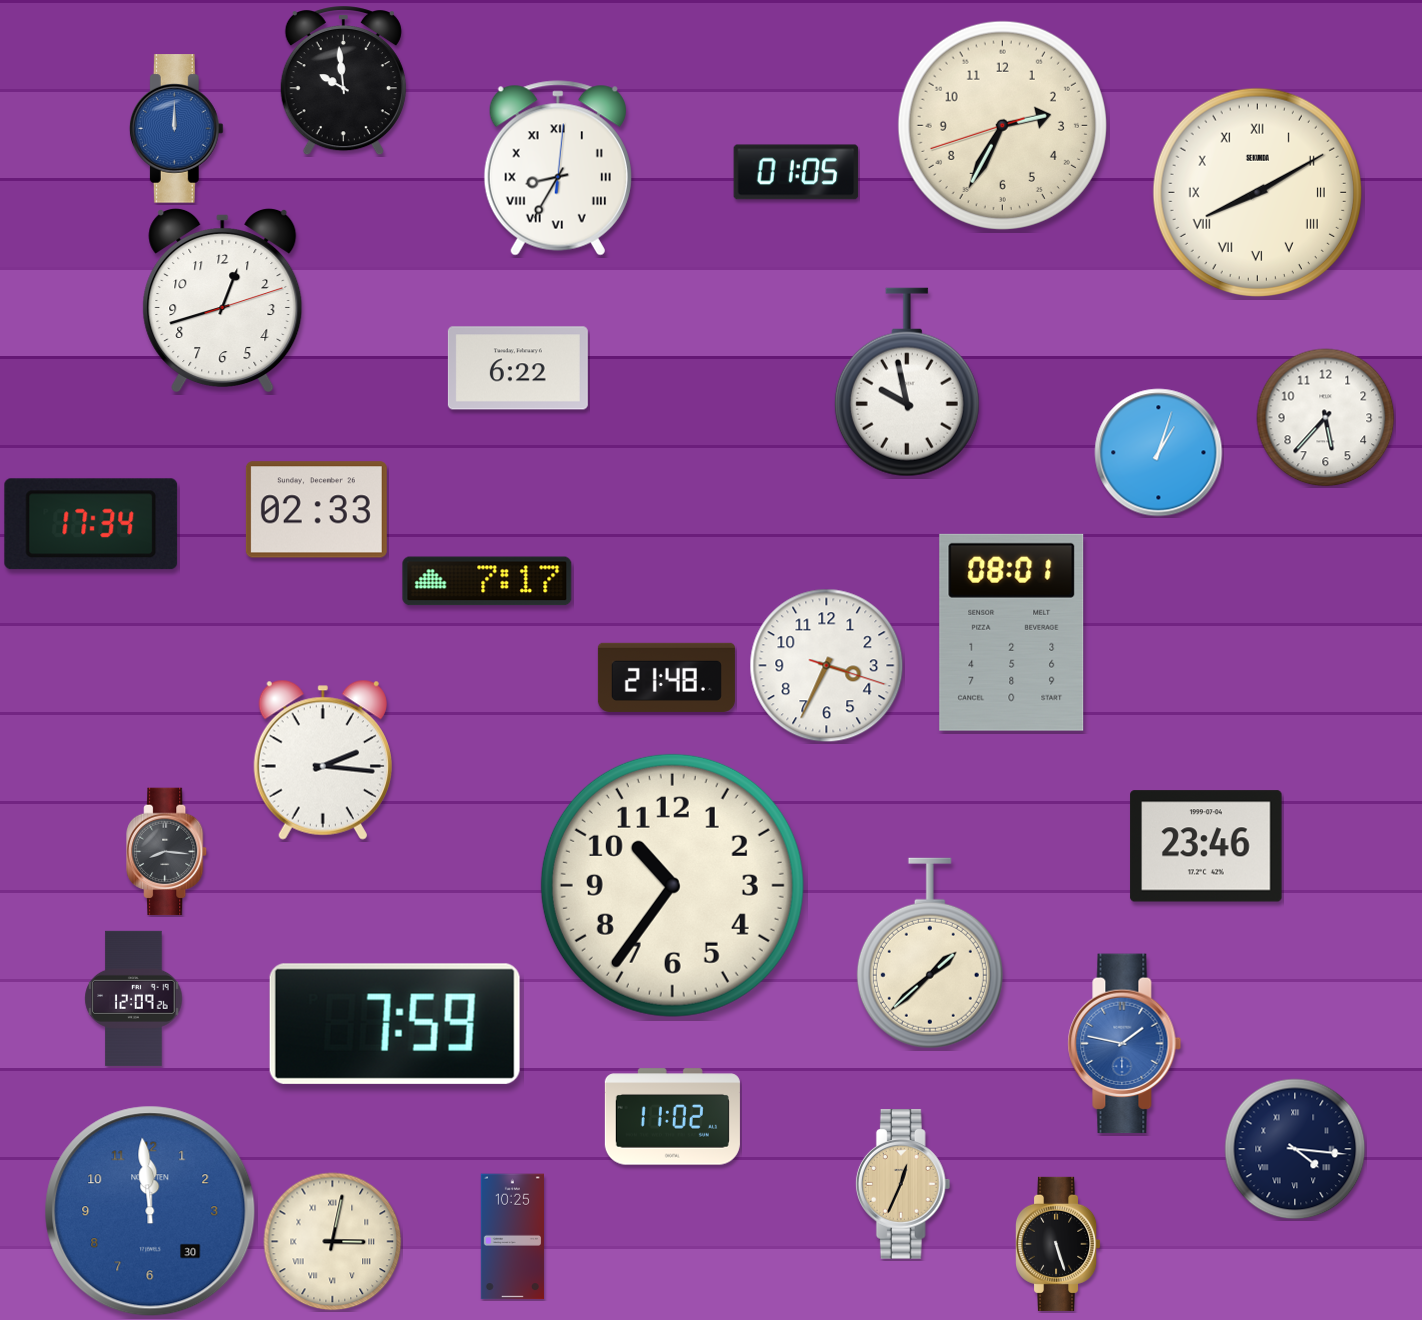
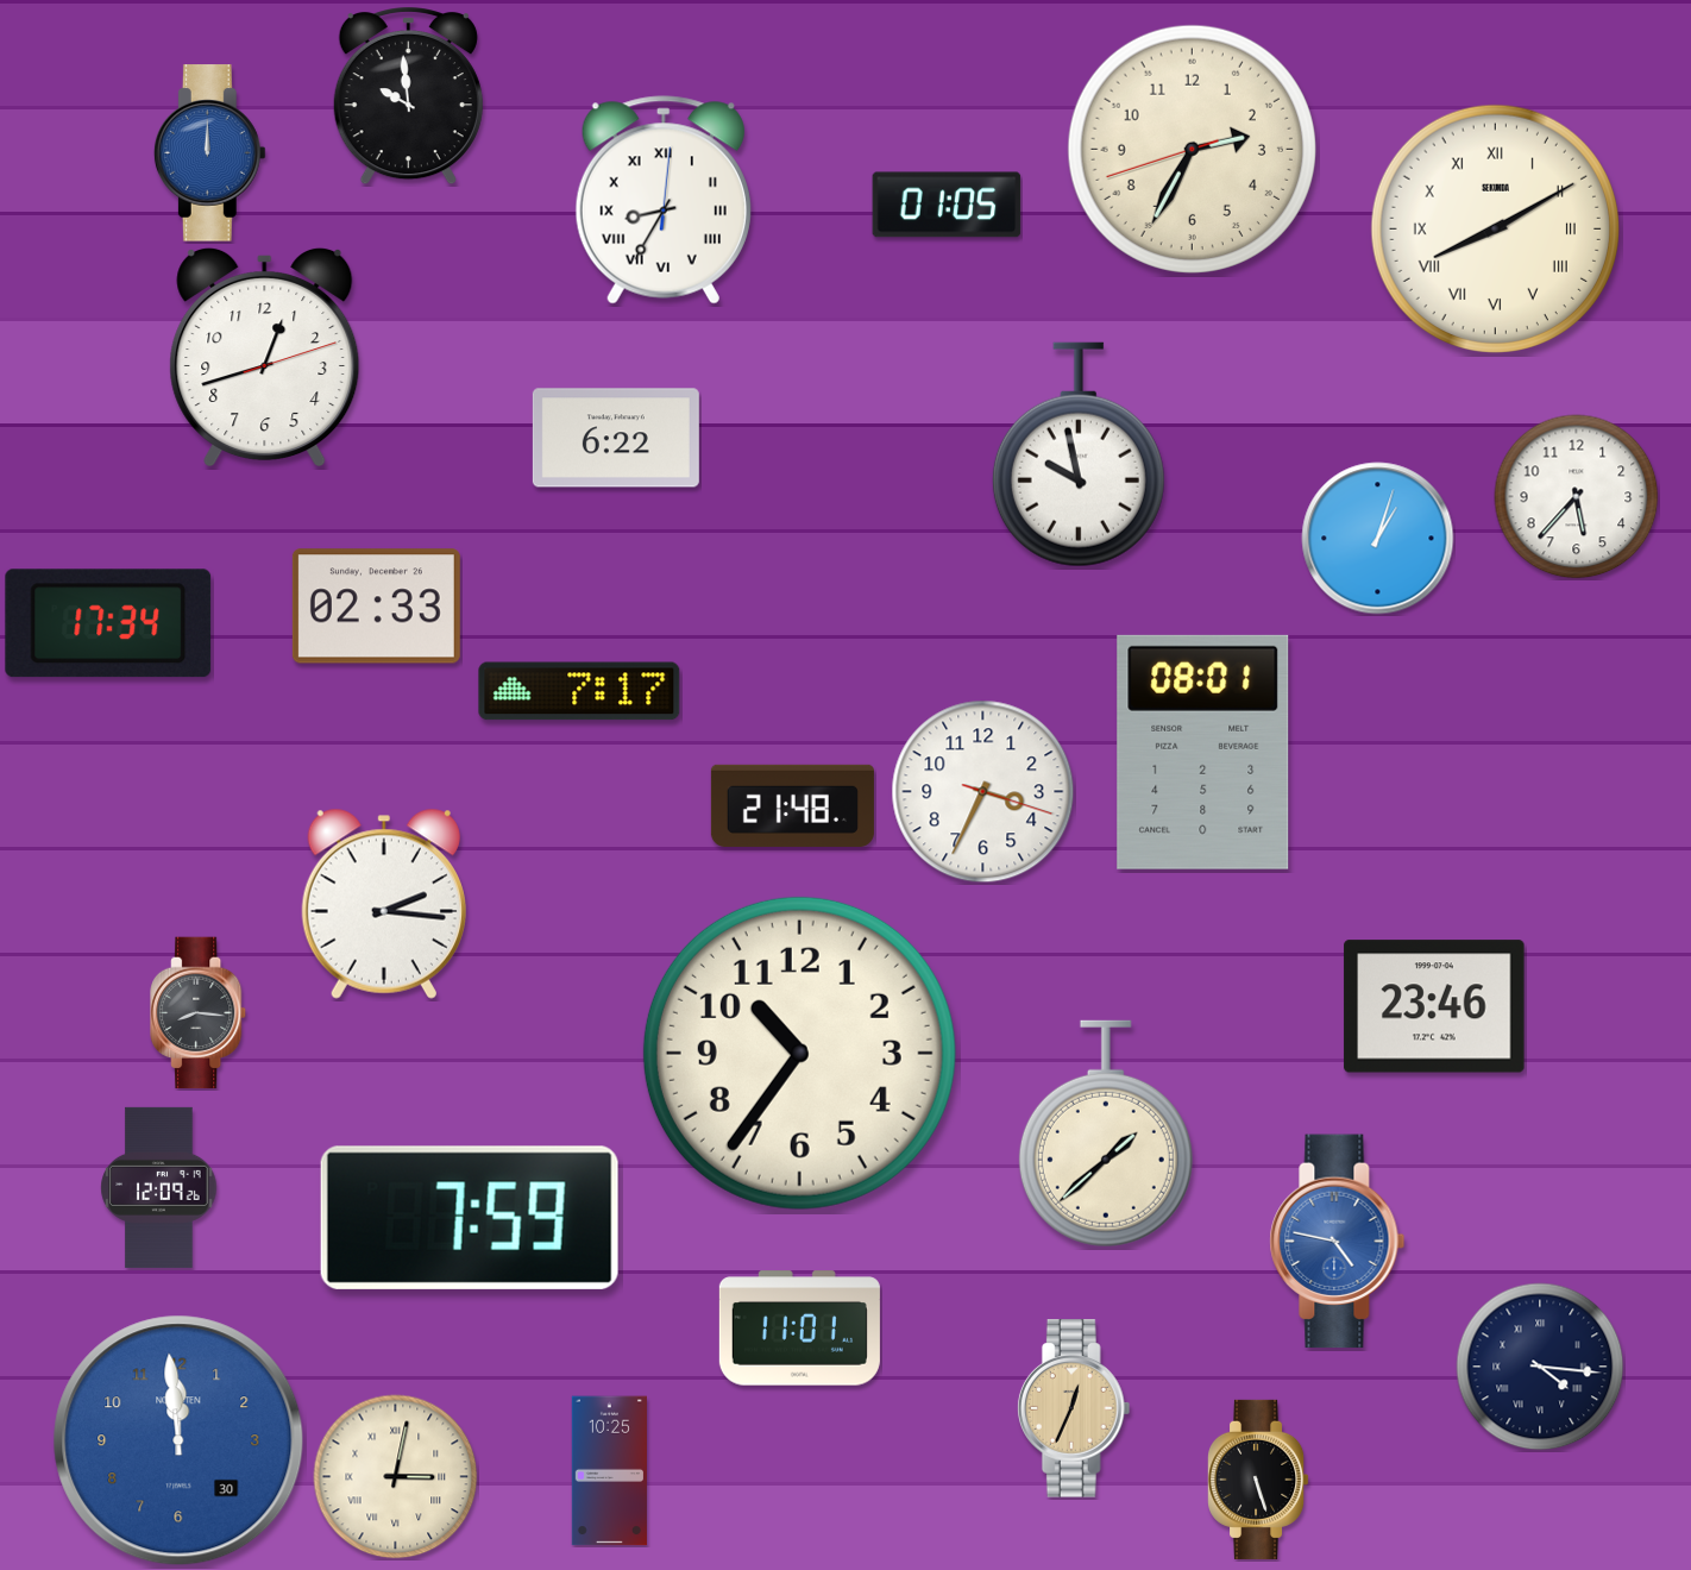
clock at (1125, 1044): 1:47 -> 4:47
clock at (672, 1117): 11:02 -> 11:01
